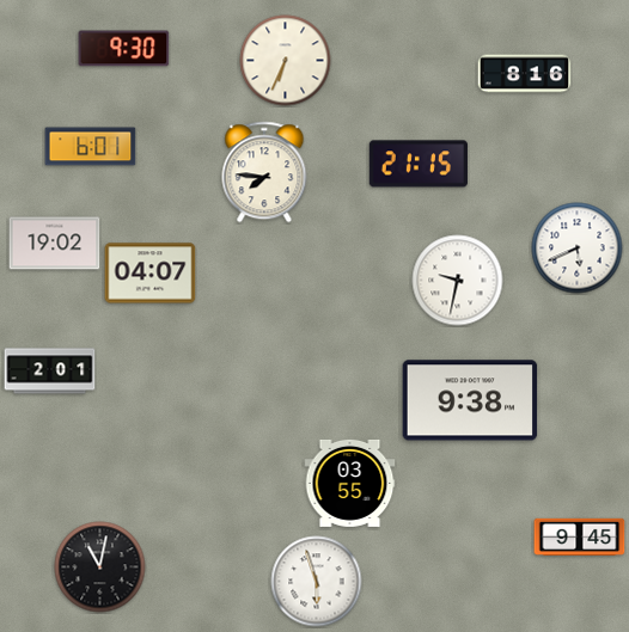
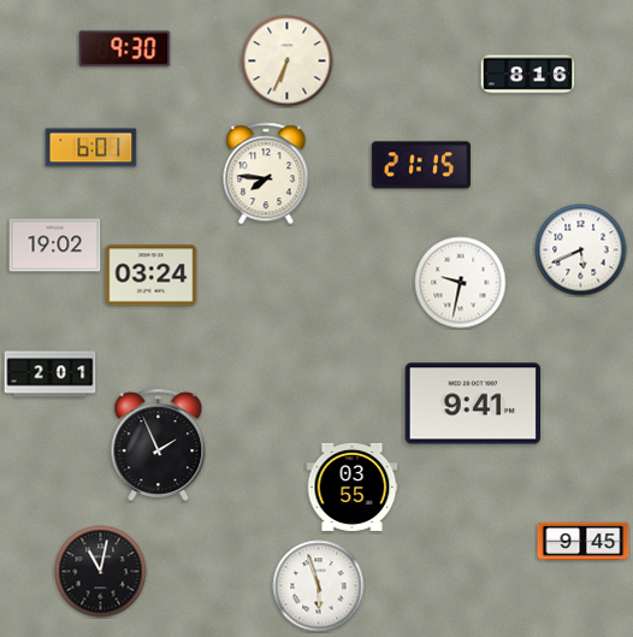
clock at (151, 274): 04:07 -> 03:24
clock at (470, 400): 9:38 -> 9:41
clock at (159, 446): none -> 1:56
